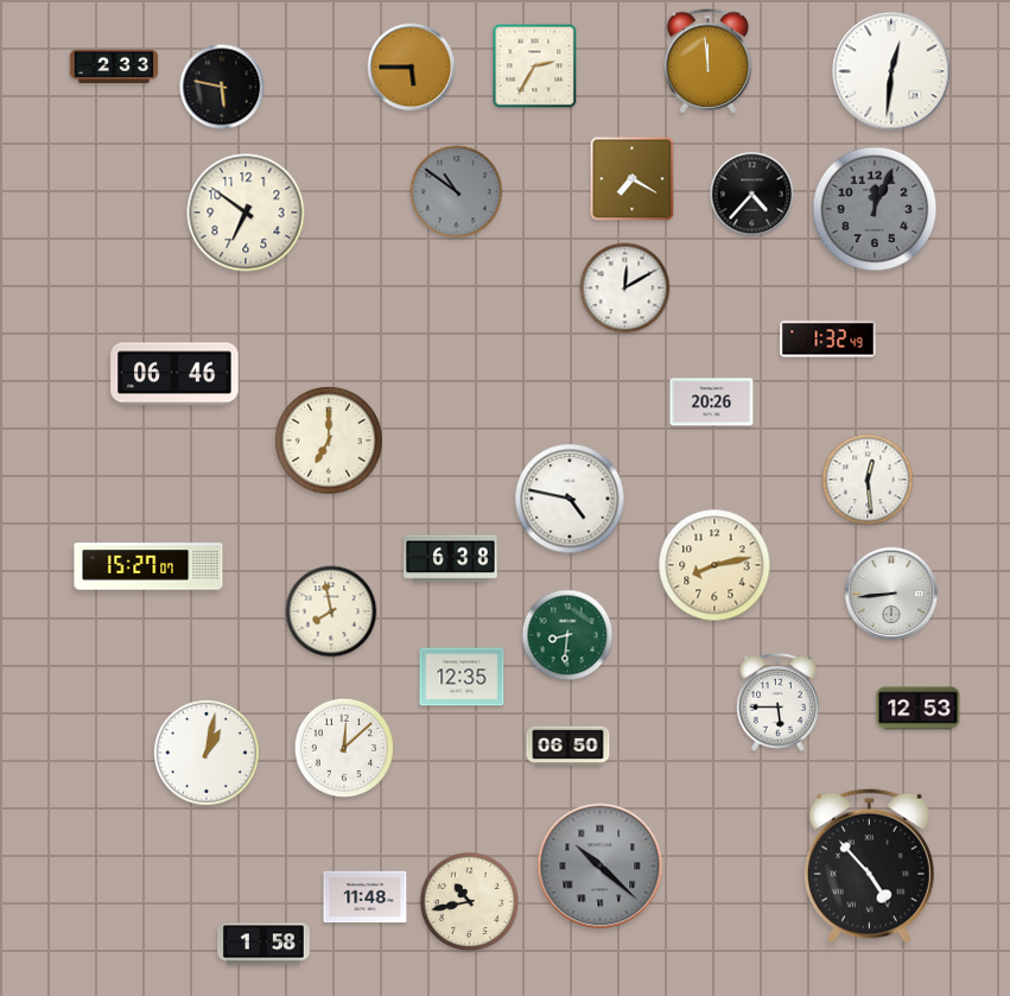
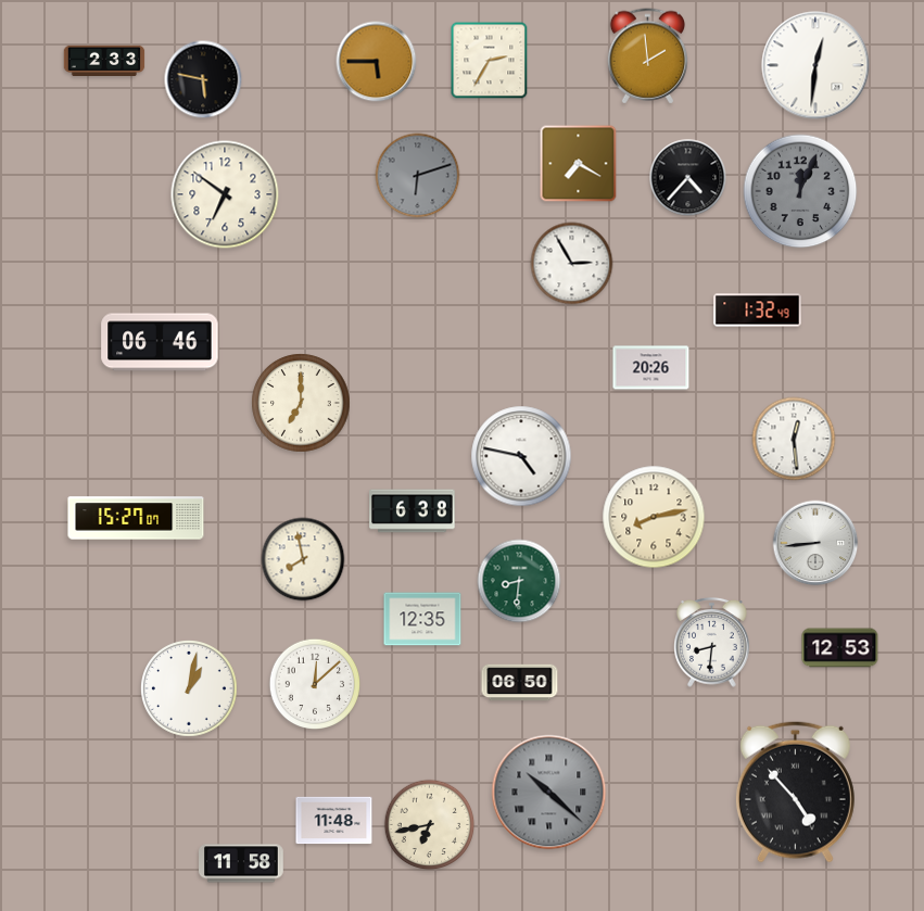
clock at (707, 62): 11:59 -> 1:59
clock at (457, 192): 10:51 -> 6:12
clock at (625, 288): 12:10 -> 2:55
clock at (779, 703): 5:45 -> 8:31
clock at (470, 902): 10:43 -> 6:43
clock at (263, 944): 1:58 -> 11:58
